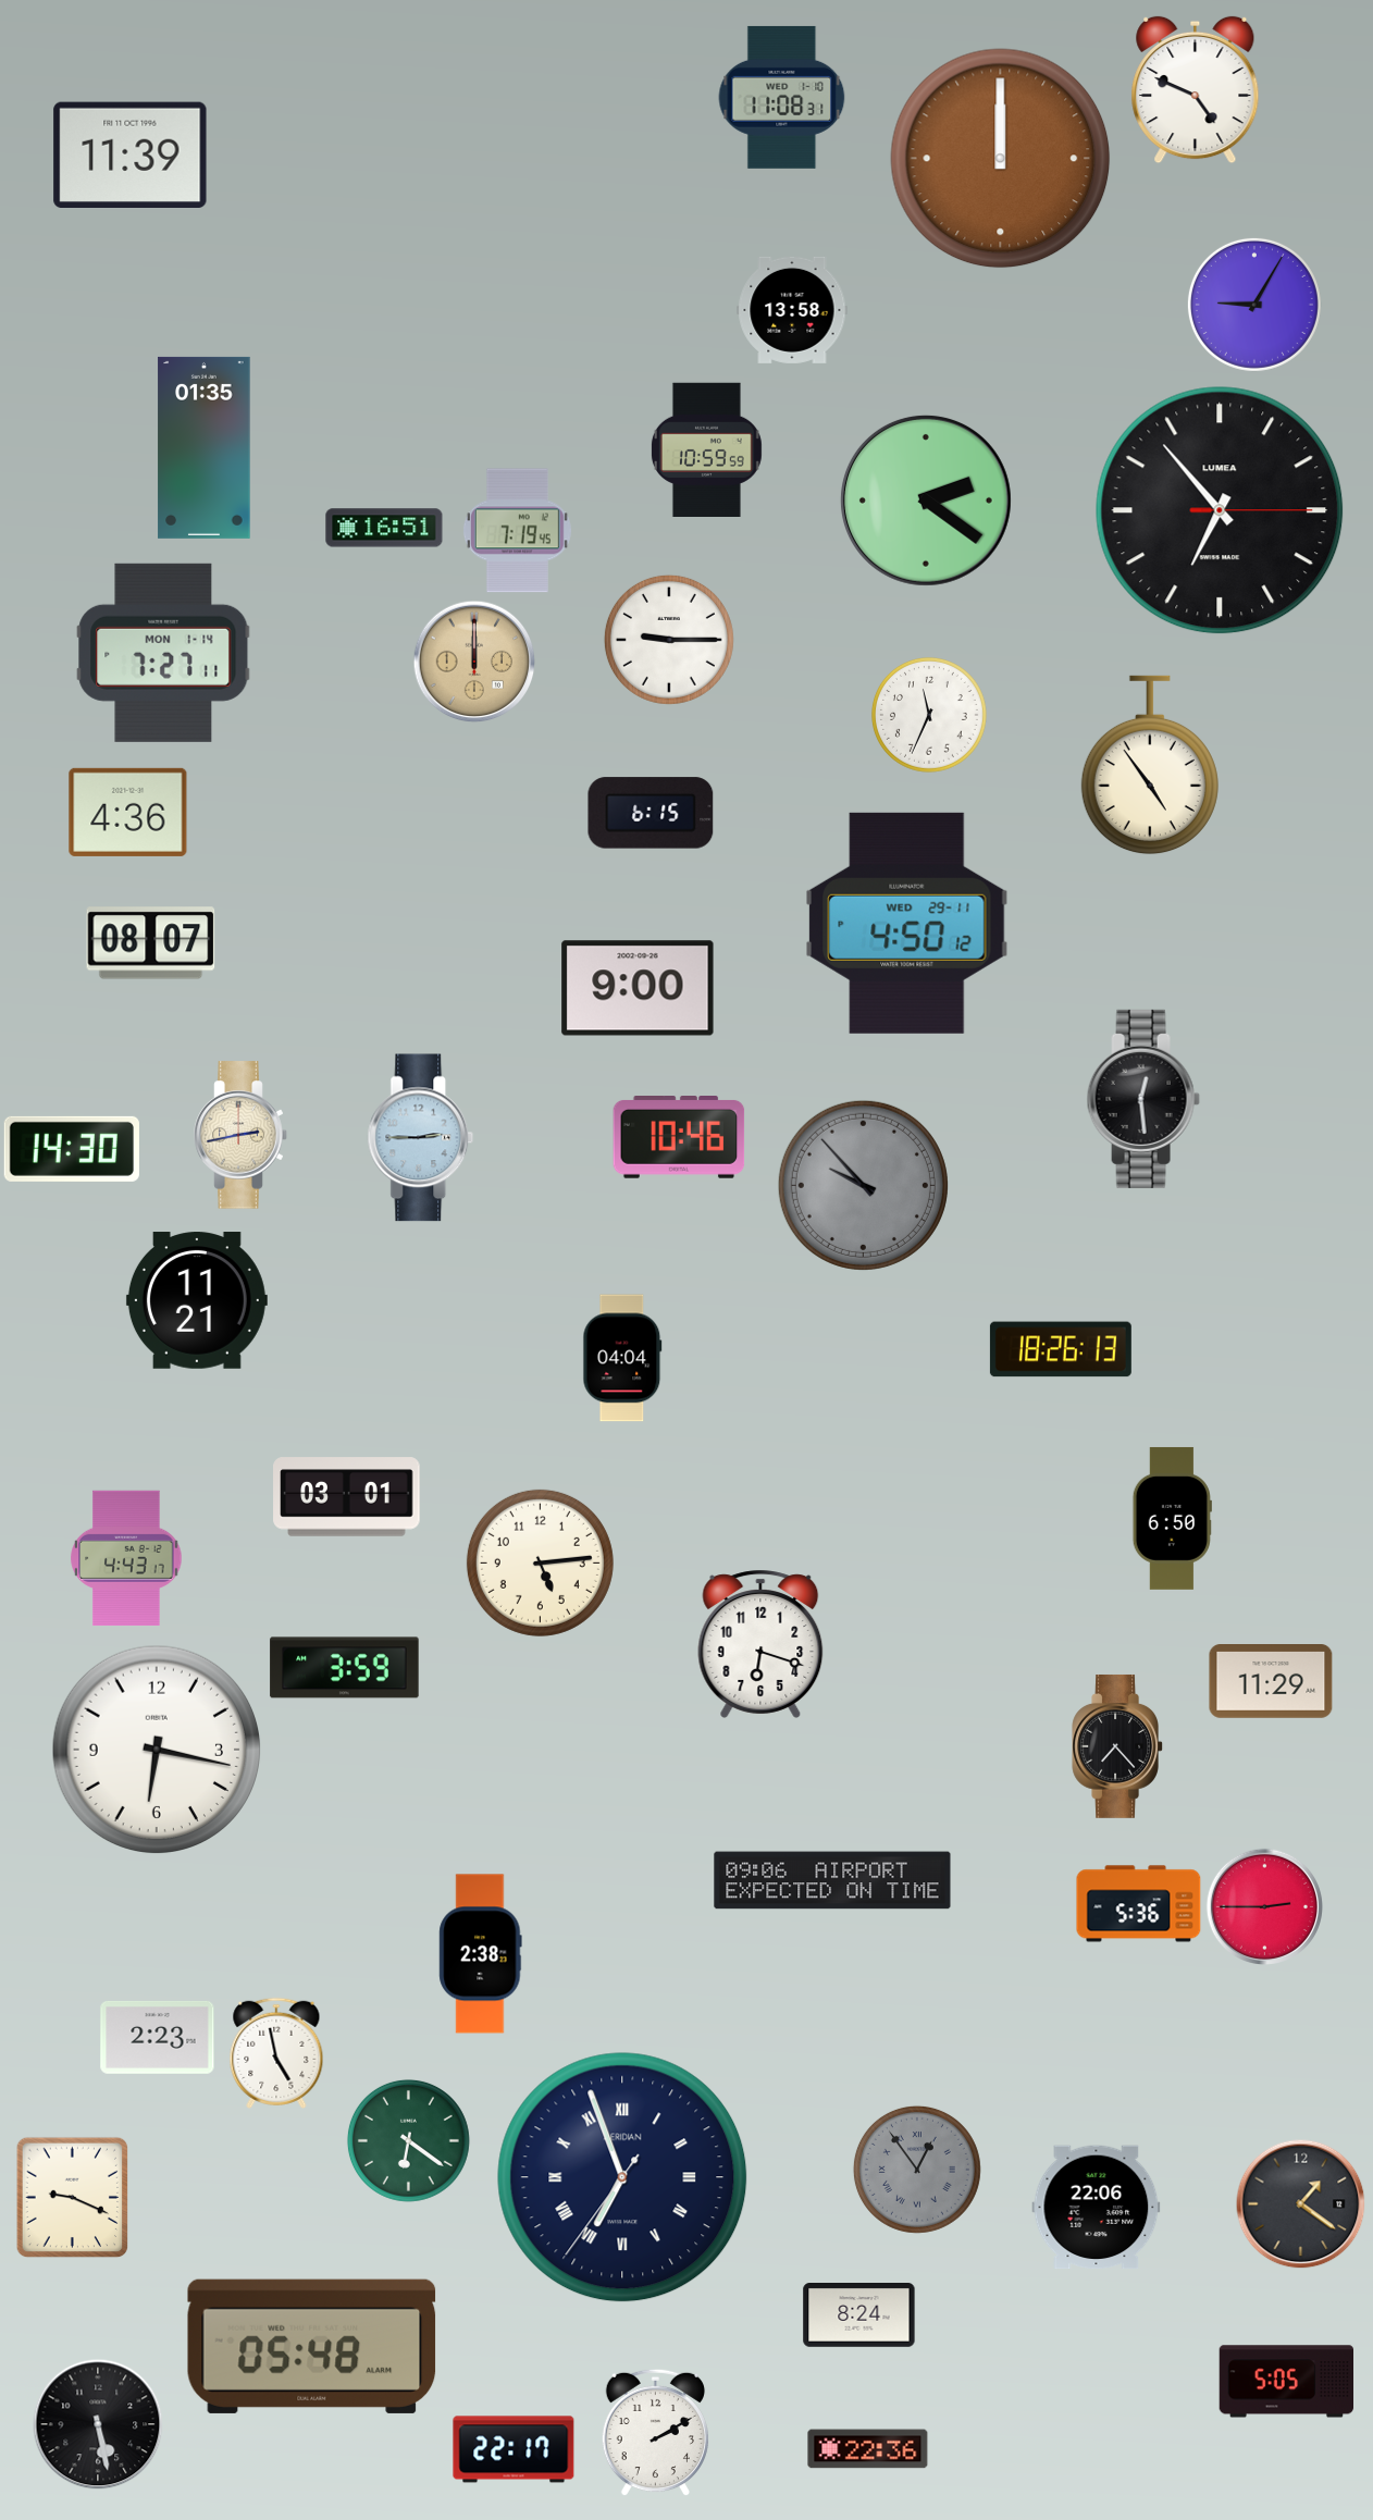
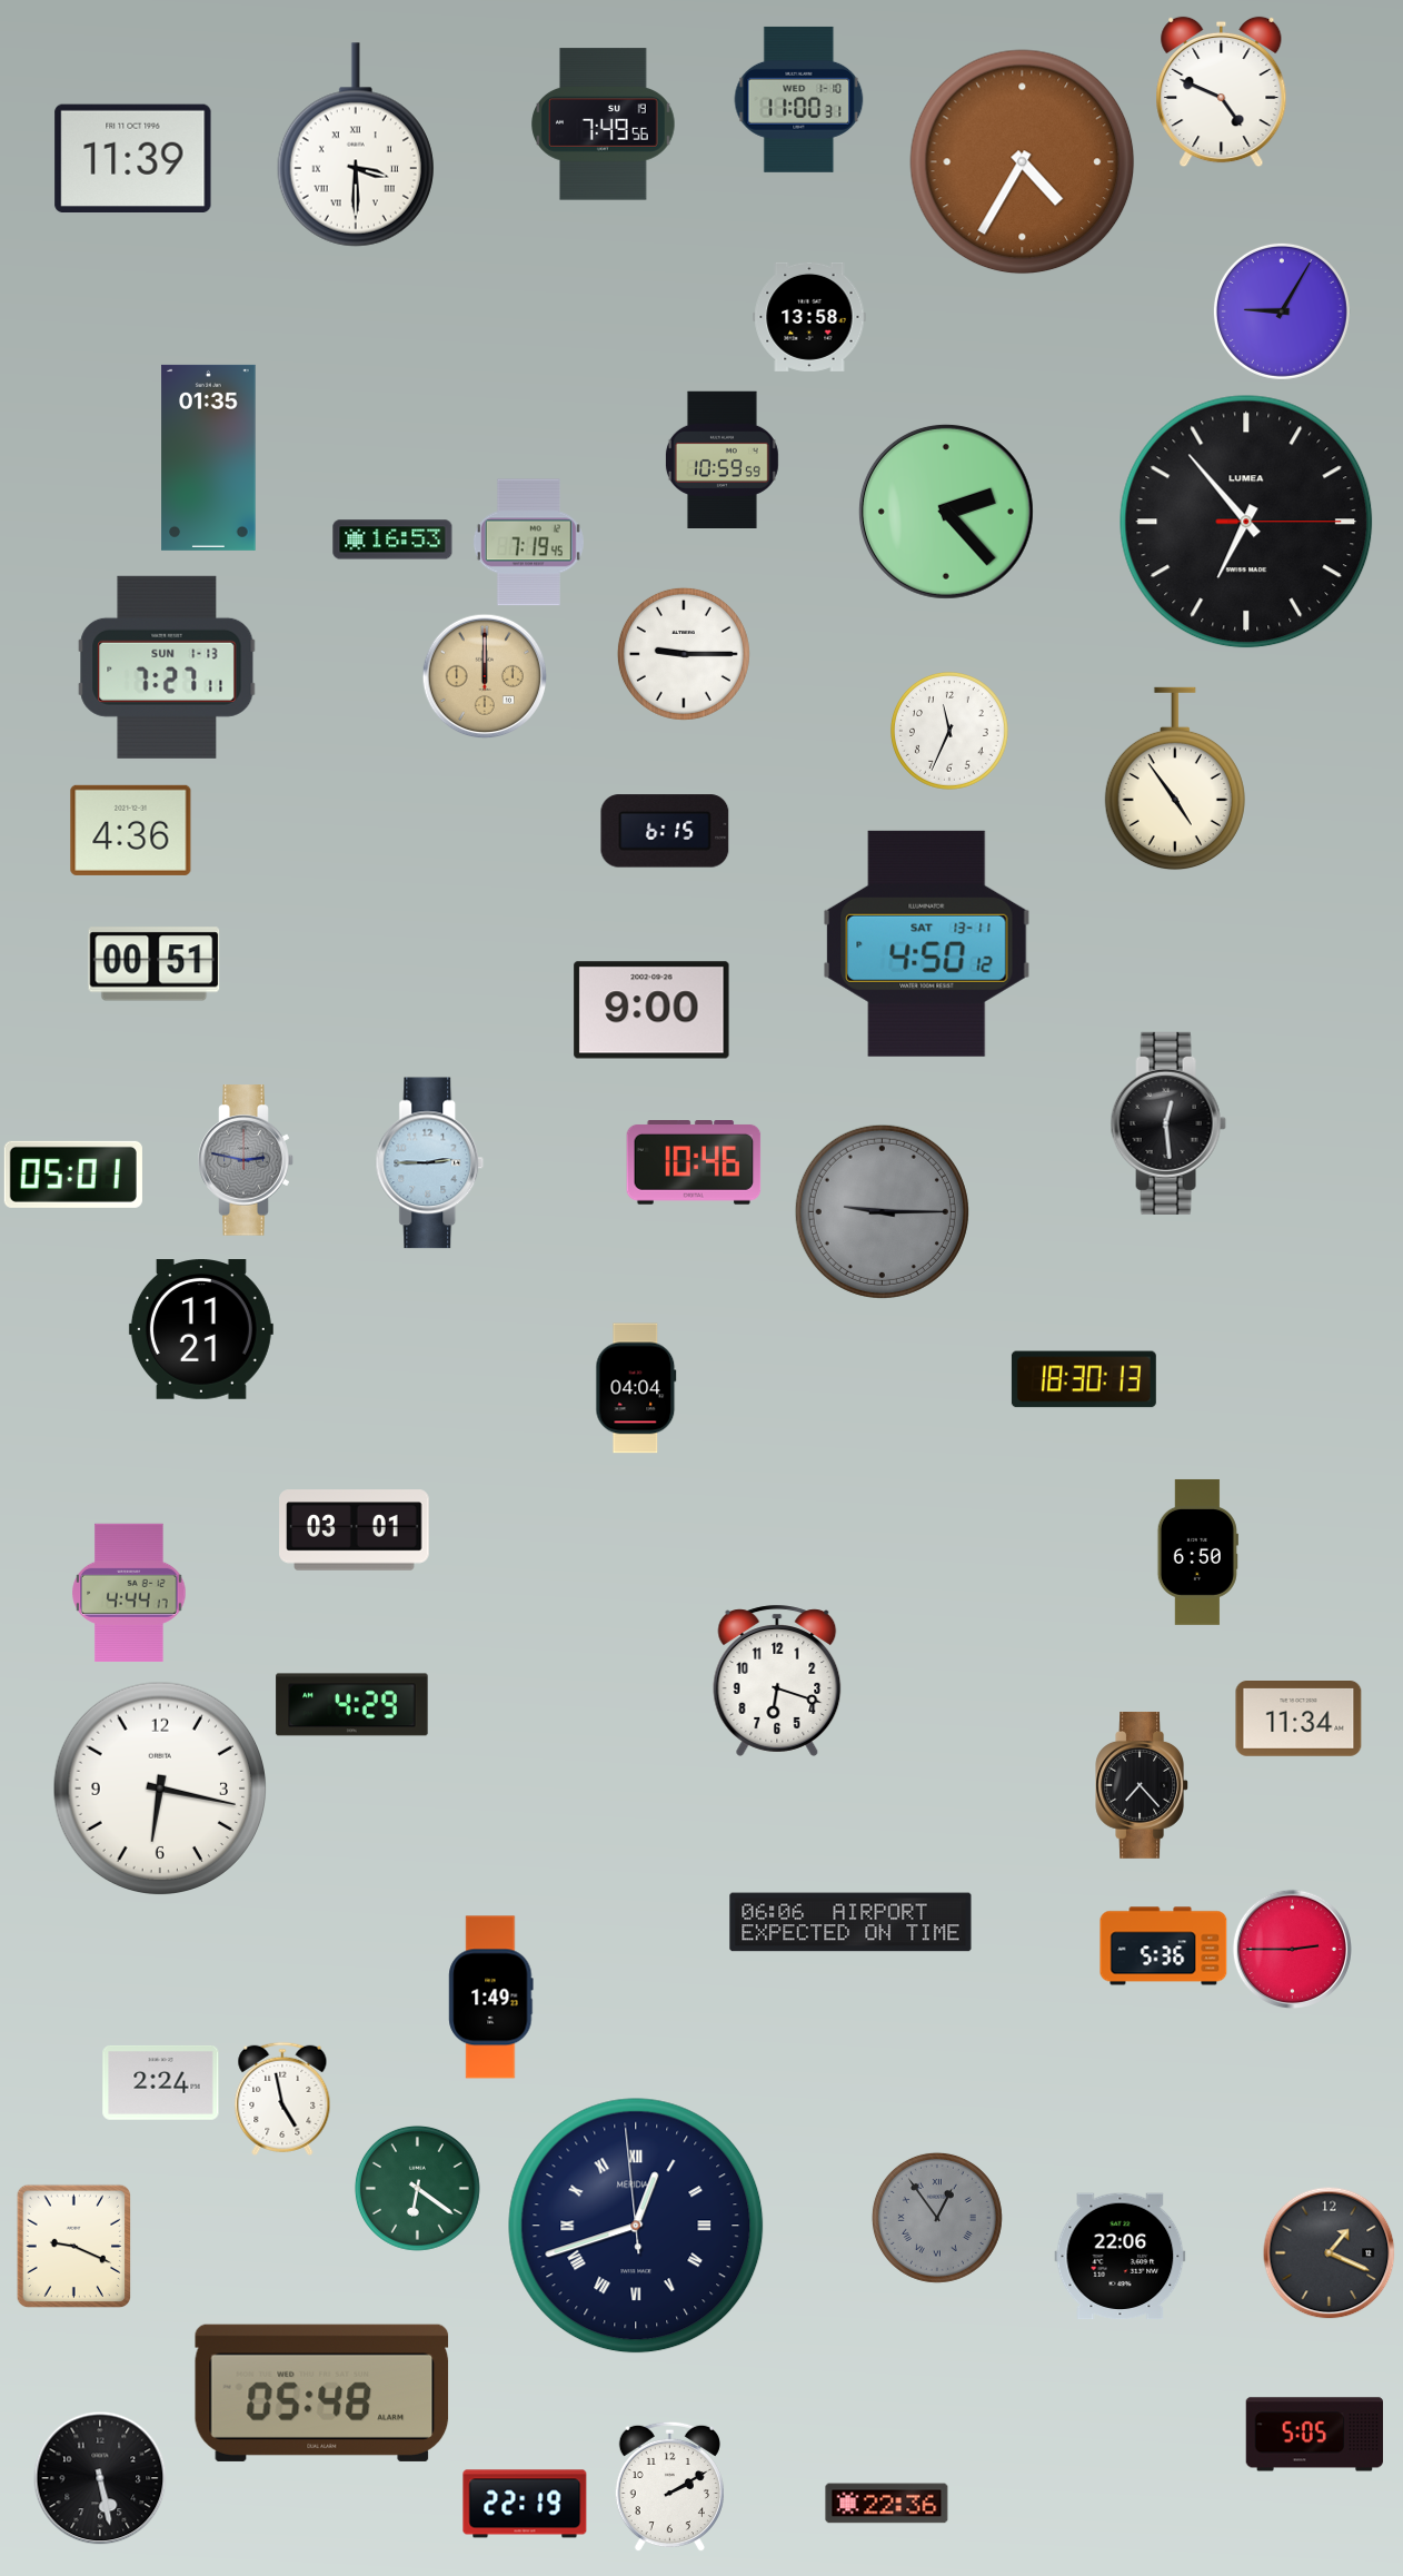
clock at (782, 97): 11:08 -> 11:00
clock at (604, 125): none -> 7:49
clock at (356, 145): none -> 3:30
clock at (1001, 159): 12:00 -> 4:35
clock at (926, 501): 2:21 -> 2:23
clock at (384, 528): 16:51 -> 16:53
clock at (163, 653) date: MON 1-14 -> SUN 1-13
clock at (1150, 765) position: (1150, 765) -> (1175, 779)
clock at (907, 923) date: WED 29-11 -> SAT 13-11
clock at (151, 943): 08:07 -> 00:51
clock at (240, 1135): 2:43 -> 2:47
clock at (240, 1135) dial: cream -> grey
clock at (72, 1149): 14:30 -> 05:01
clock at (863, 1185): 9:53 -> 9:15
clock at (1061, 1349): 18:26 -> 18:30
clock at (126, 1558): 4:43 -> 4:44
clock at (540, 1562): 5:14 -> none
clock at (345, 1668): 3:59 -> 4:29
clock at (1271, 1682): 11:29 -> 11:34
clock at (832, 1880): 09:06 -> 06:06
clock at (481, 1954): 2:38 -> 1:49
clock at (158, 2038): 2:23 -> 2:24
clock at (622, 2177): 6:56 -> 12:41
clock at (1301, 2204): 1:21 -> 1:19
clock at (859, 2315): 8:24 -> none
clock at (312, 2346) position: (312, 2346) -> (322, 2392)
clock at (514, 2449): 22:17 -> 22:19
